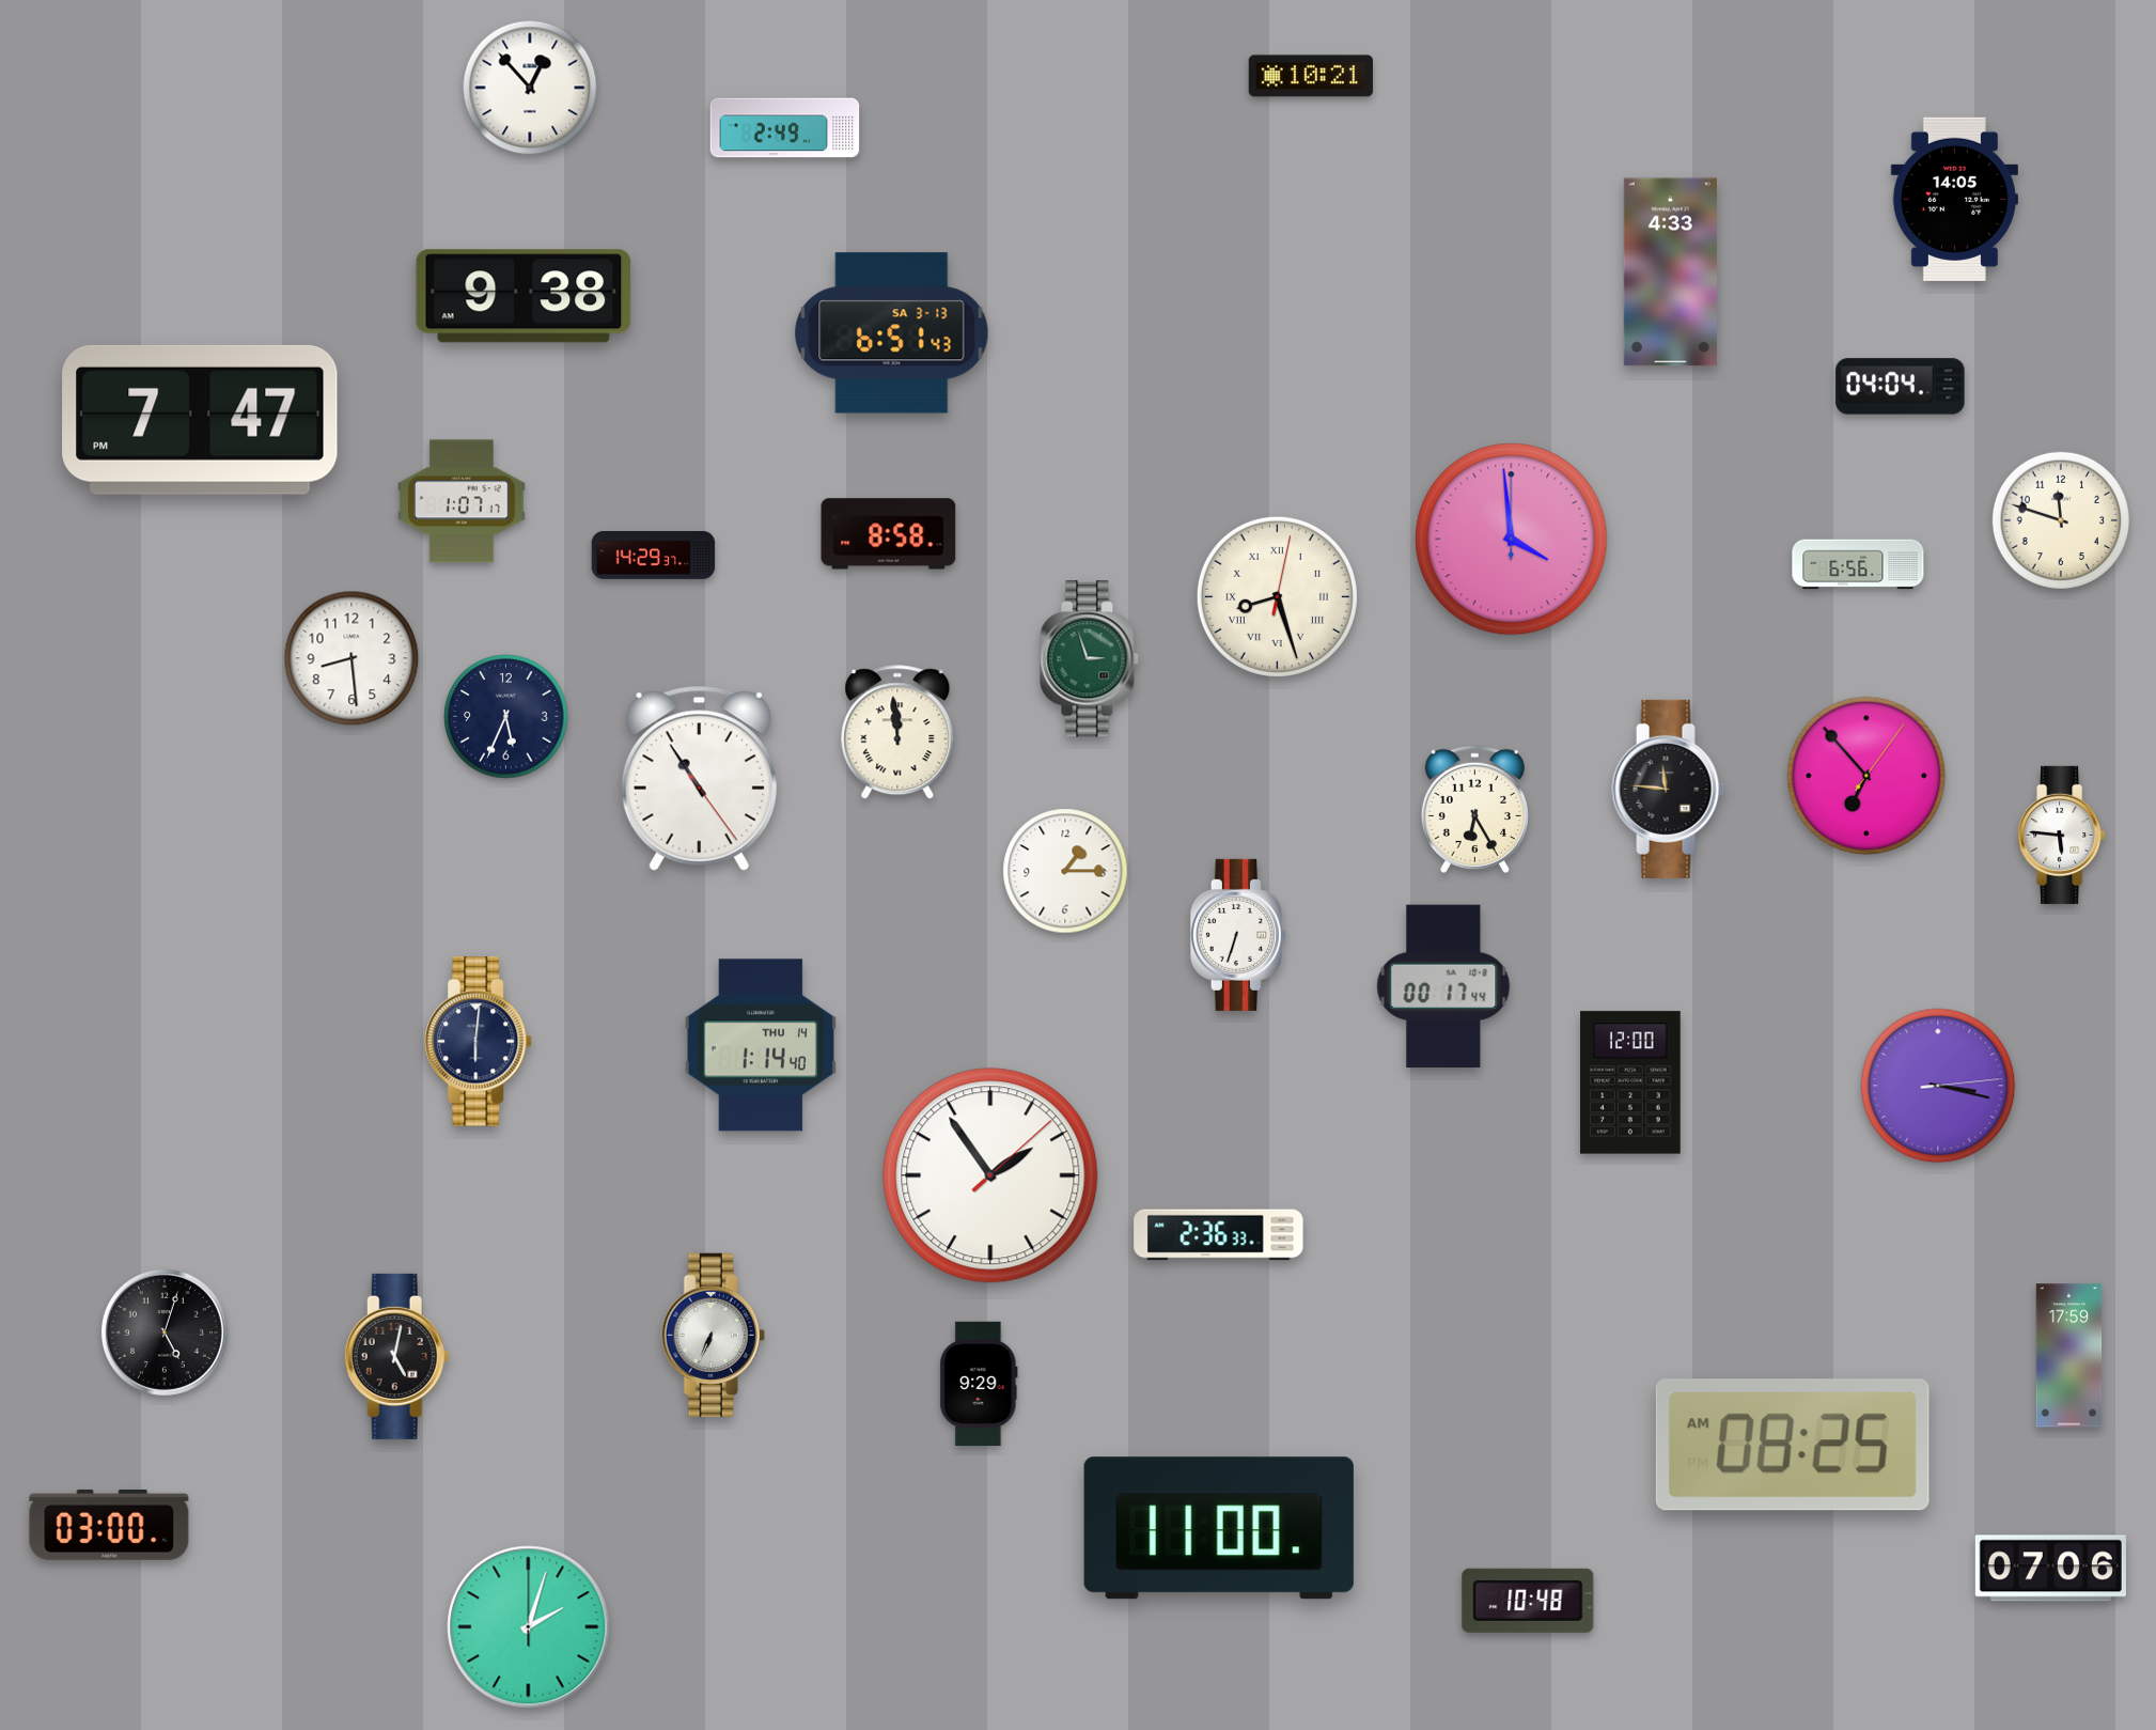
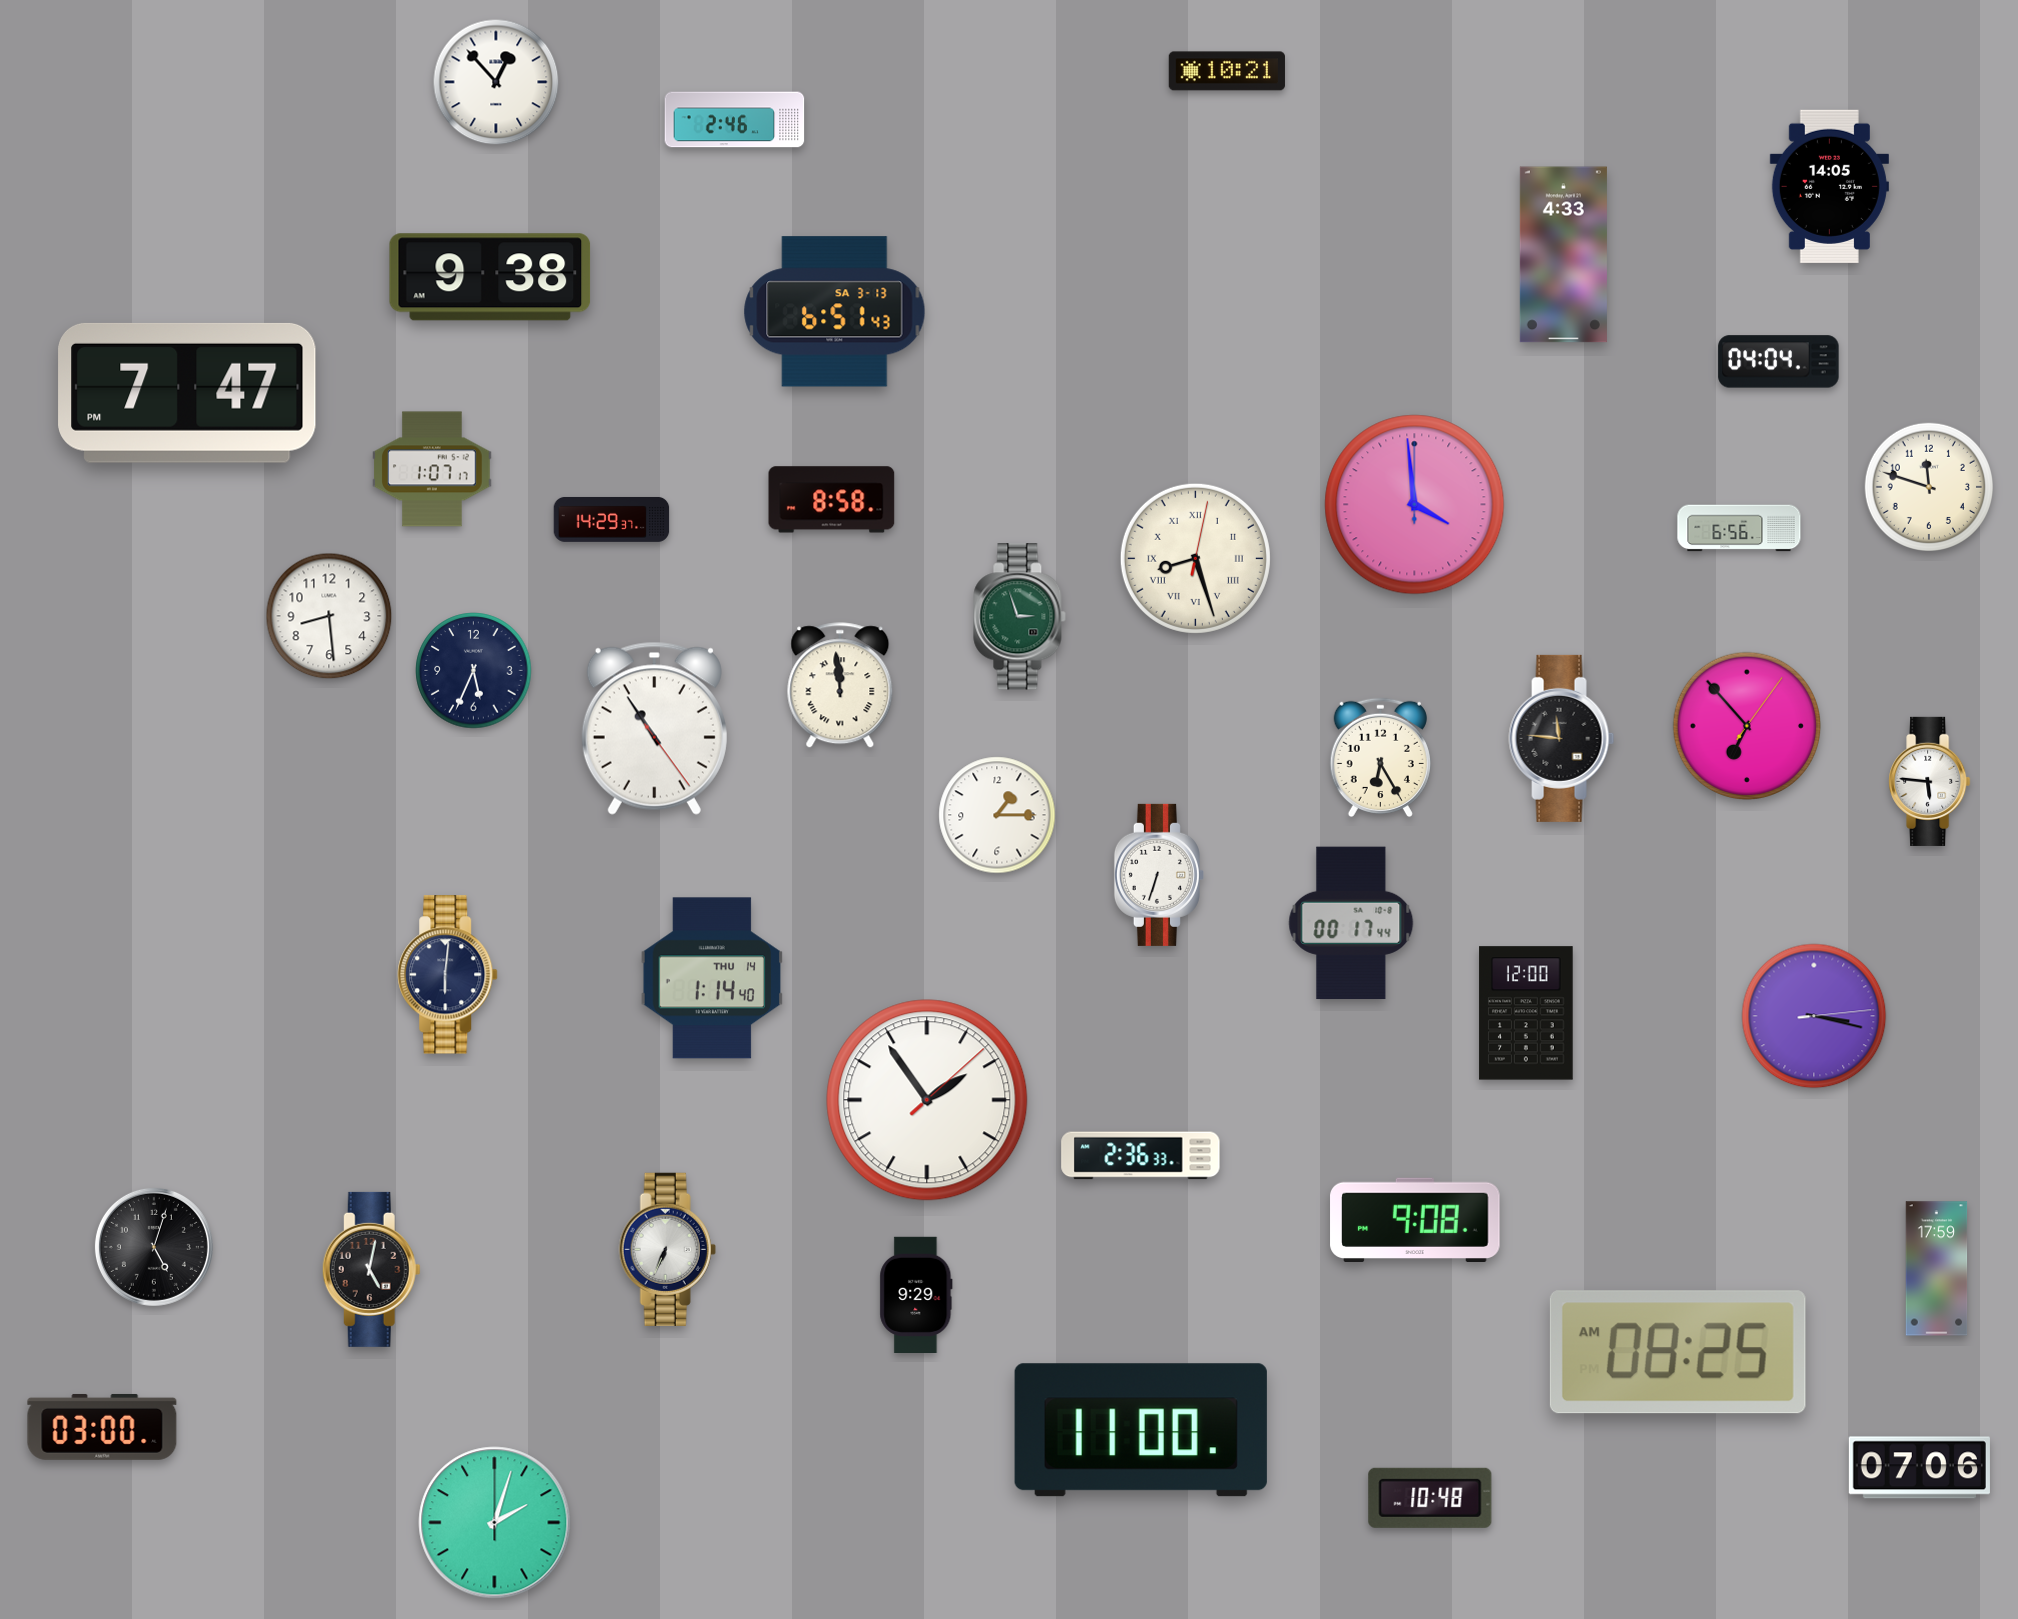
clock at (785, 128): 2:49 -> 2:46
clock at (1415, 1219): none -> 9:08
